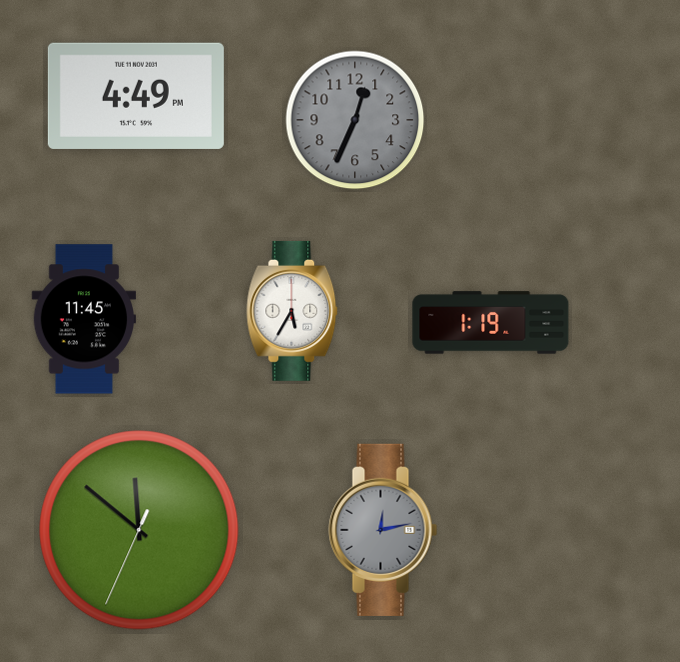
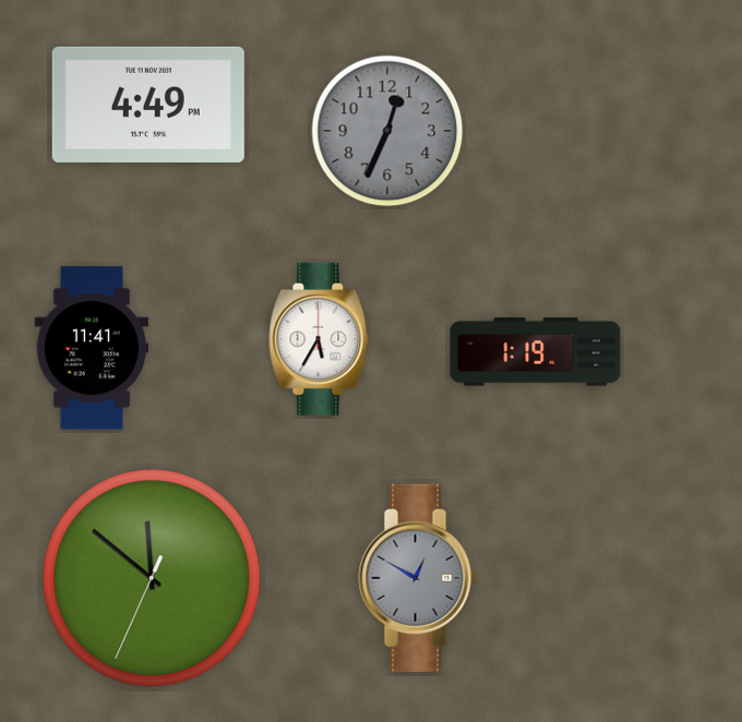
clock at (84, 319): 11:45 -> 11:41
clock at (383, 530): 12:13 -> 12:50
